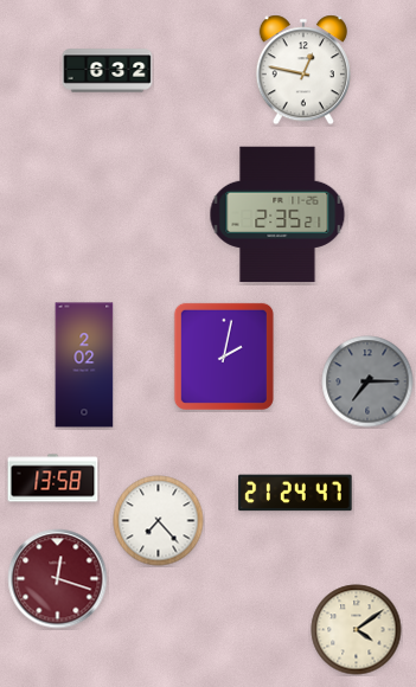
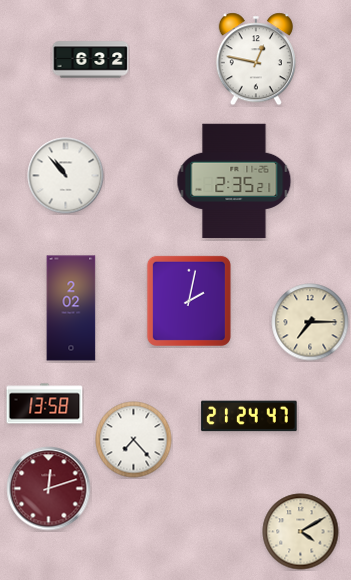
clock at (66, 176): none -> 10:53
clock at (367, 381) dial: grey -> cream
clock at (58, 579): 12:18 -> 12:12
clock at (357, 630): 4:09 -> 4:10
